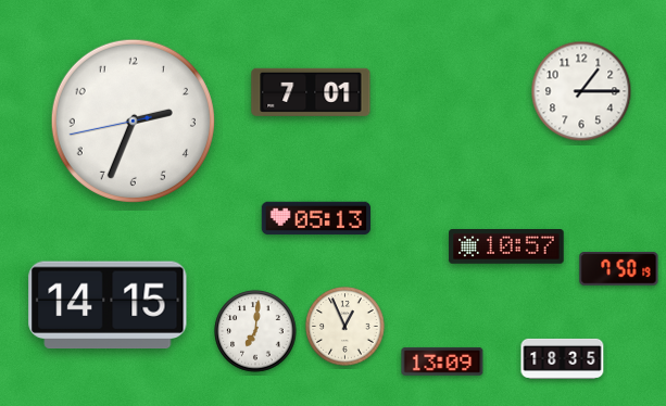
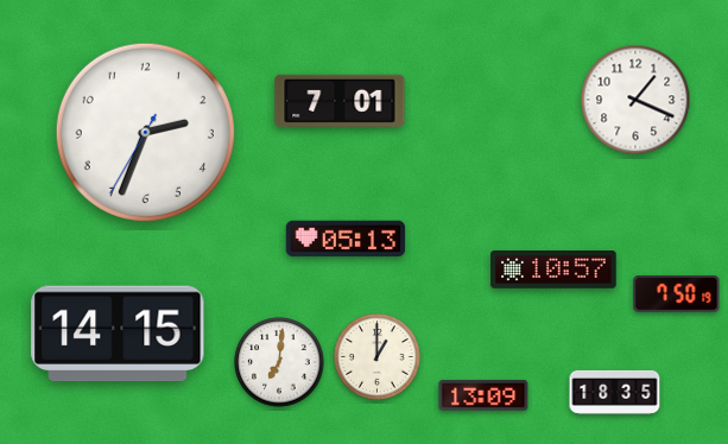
clock at (581, 91): 1:15 -> 1:19
clock at (133, 120): 2:33:43 -> 2:33:35
clock at (345, 327): 12:56 -> 1:00
